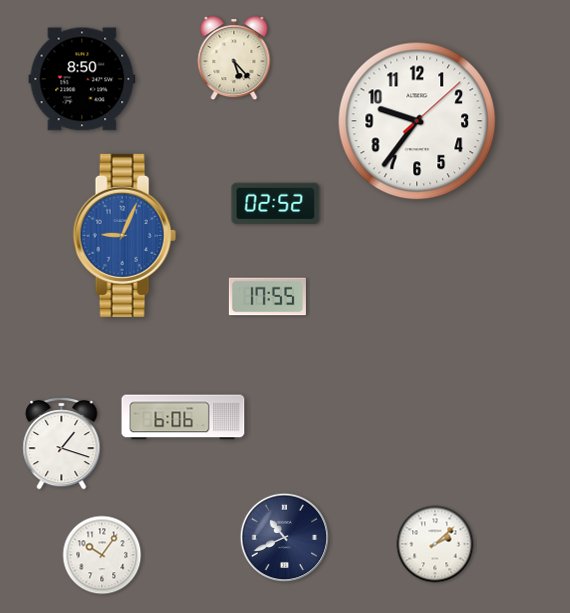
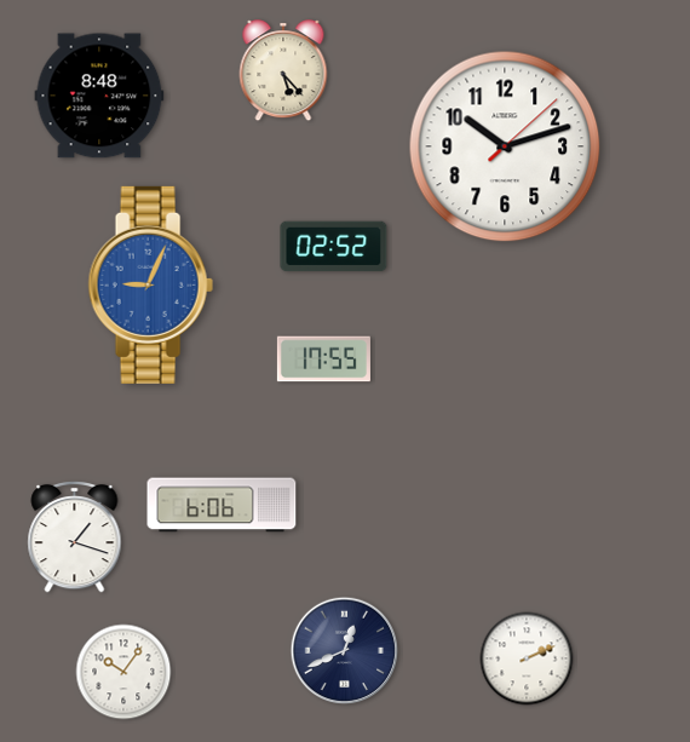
clock at (82, 79): 8:50 -> 8:48
clock at (417, 121): 9:36 -> 10:12
clock at (285, 538): 10:41 -> 12:41
clock at (435, 544): 2:08 -> 2:11
